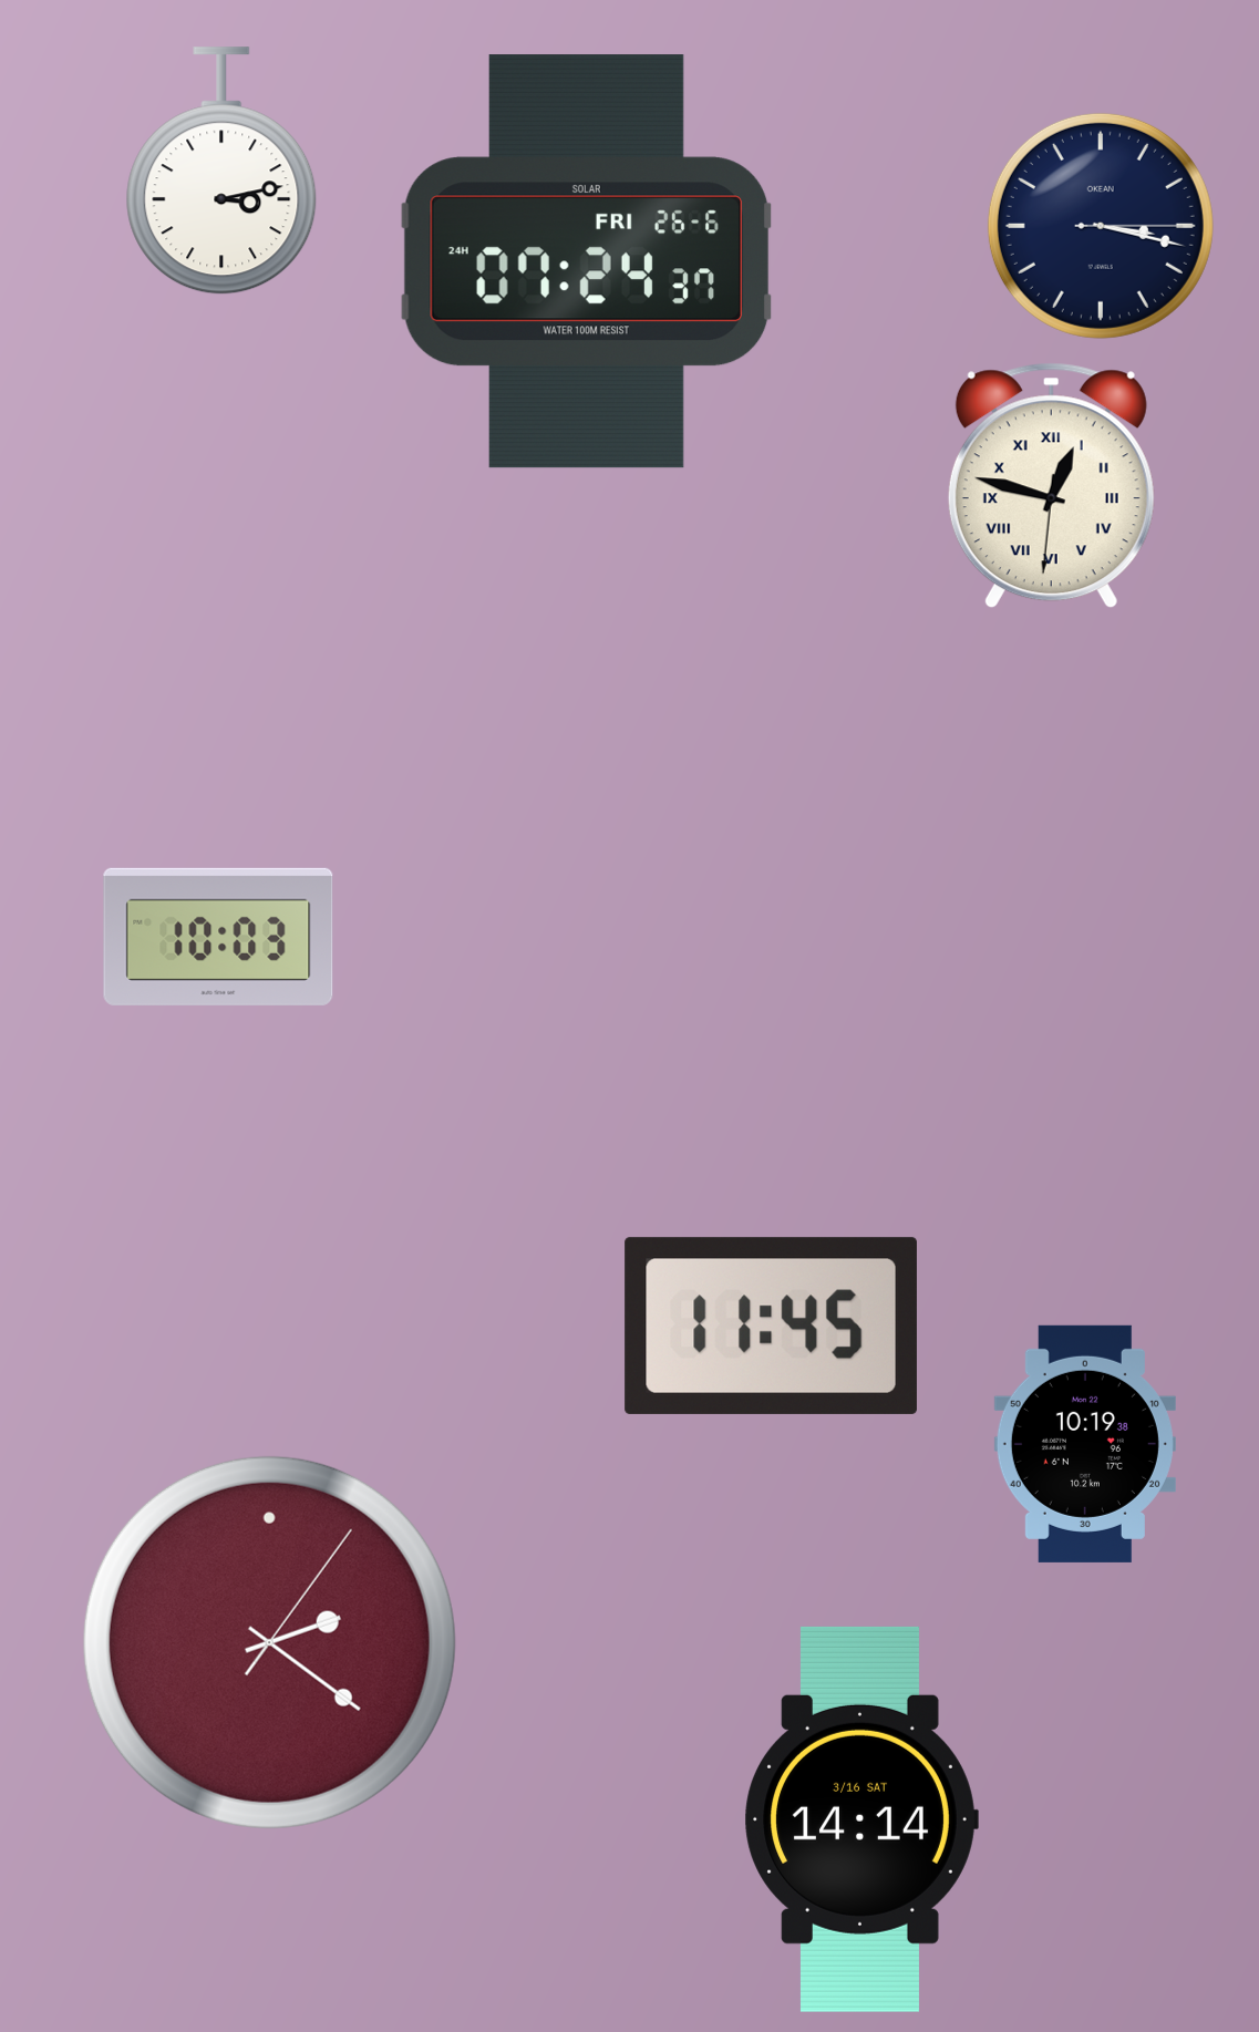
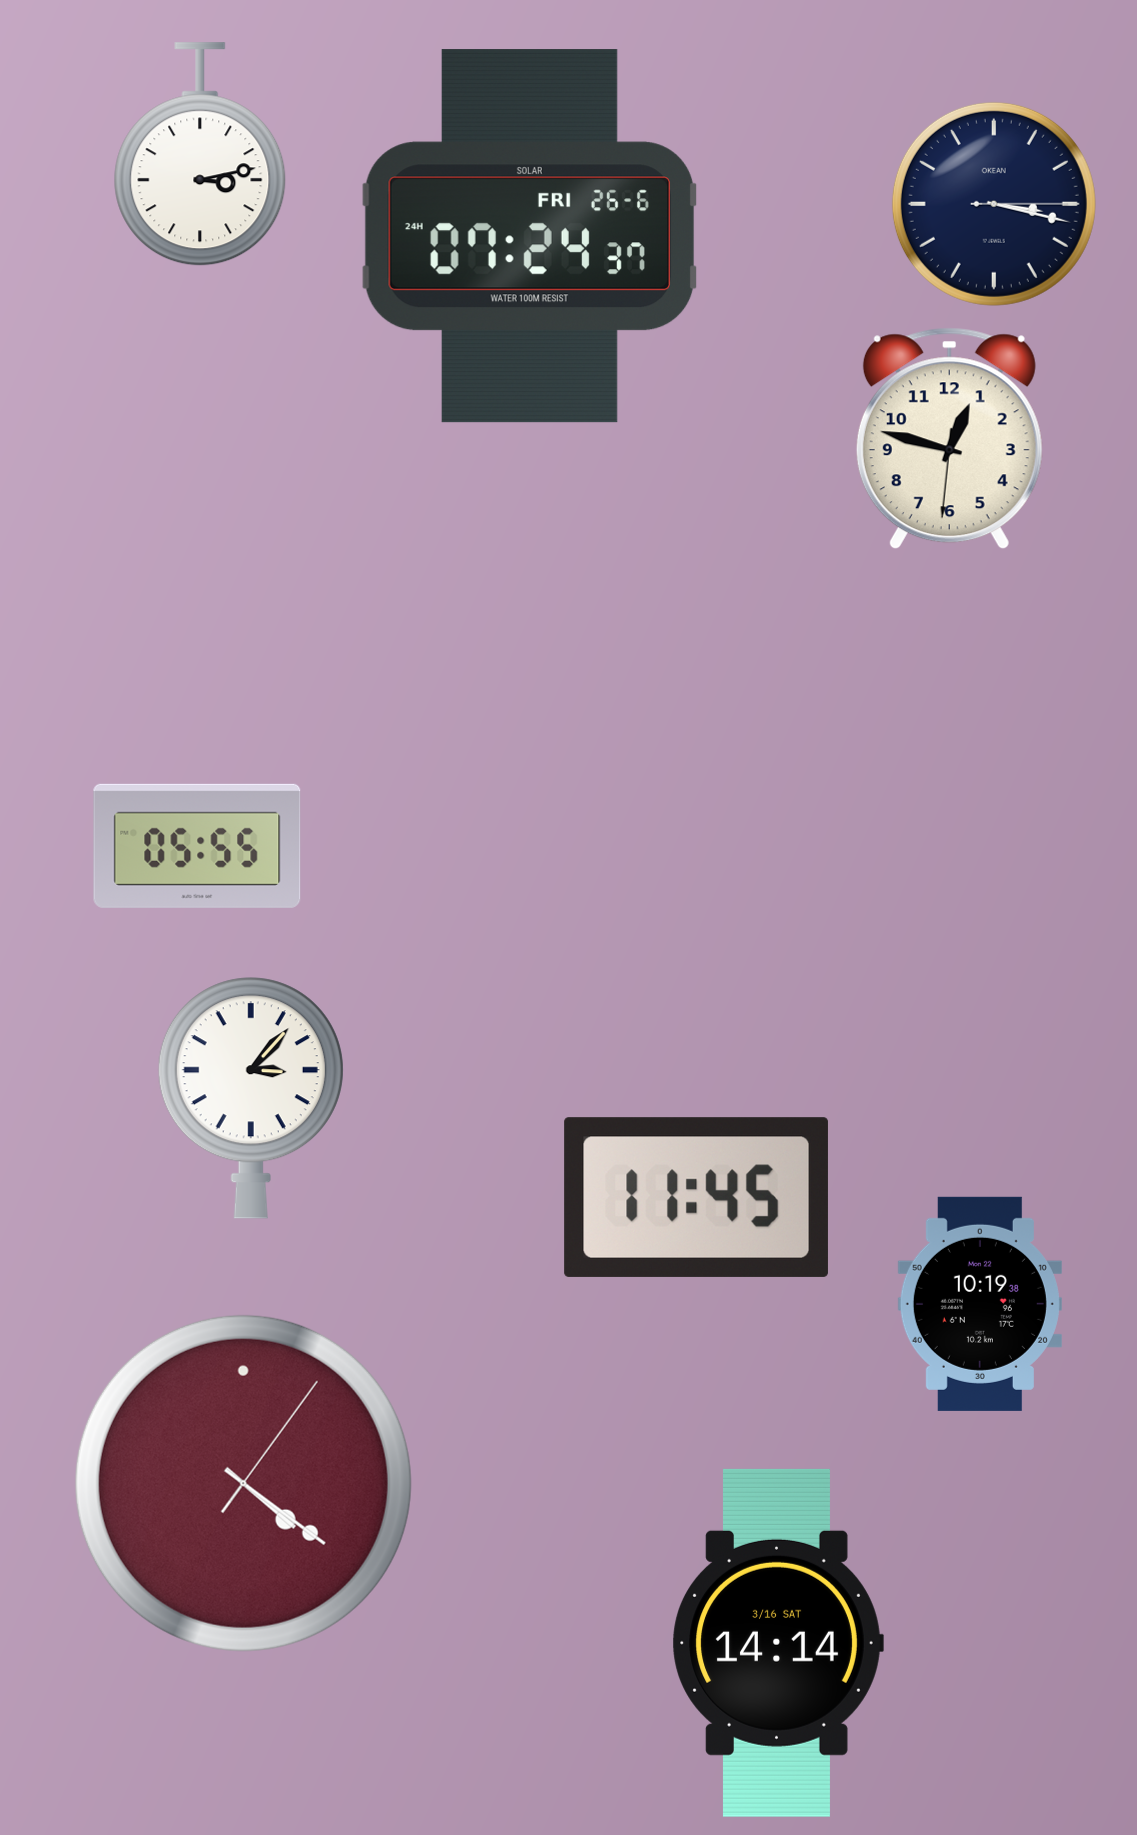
clock at (1051, 486) numerals: Roman -> Arabic
clock at (218, 937): 10:03 -> 05:55
clock at (251, 1098): none -> 3:07
clock at (269, 1642): 2:21 -> 4:21
